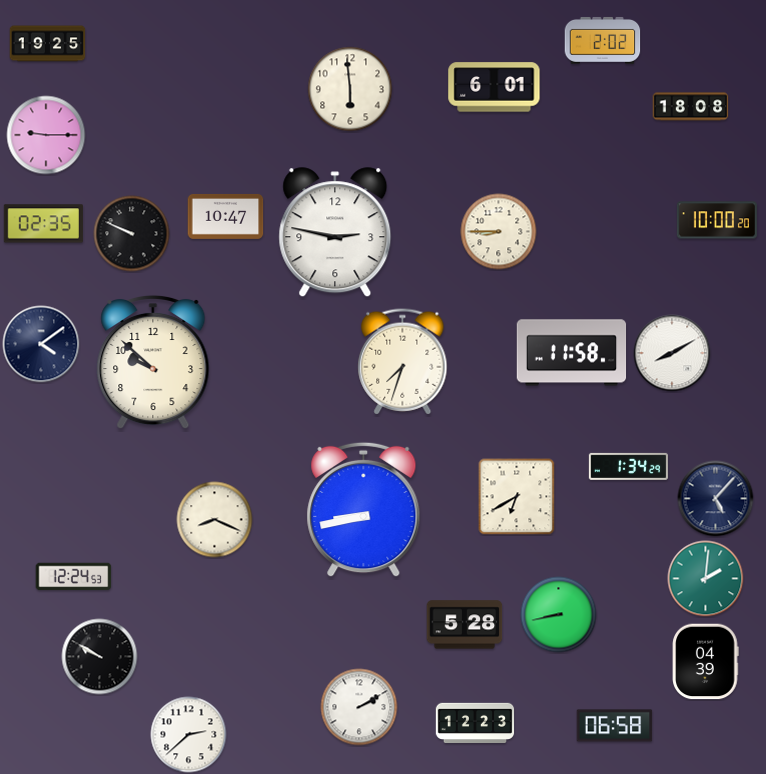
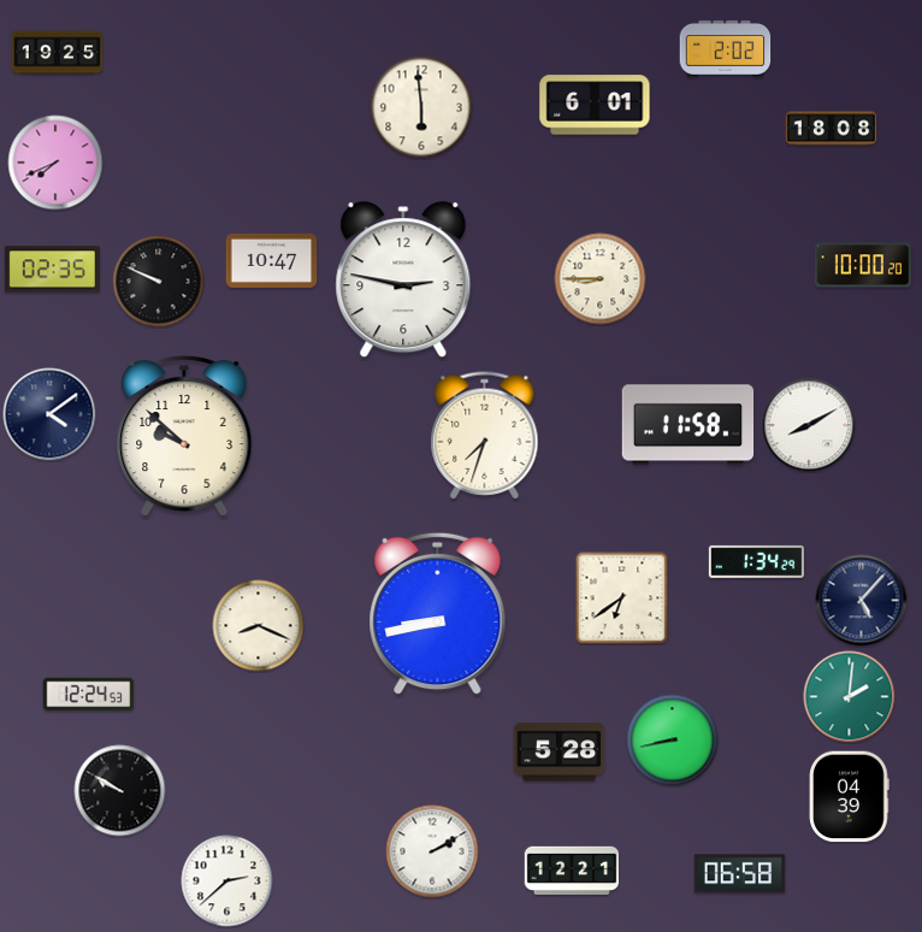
clock at (46, 135): 9:15 -> 7:41
clock at (517, 497): 6:40 -> 6:39
clock at (475, 722): 12:23 -> 12:21
clock at (189, 735) position: (189, 735) -> (227, 881)
